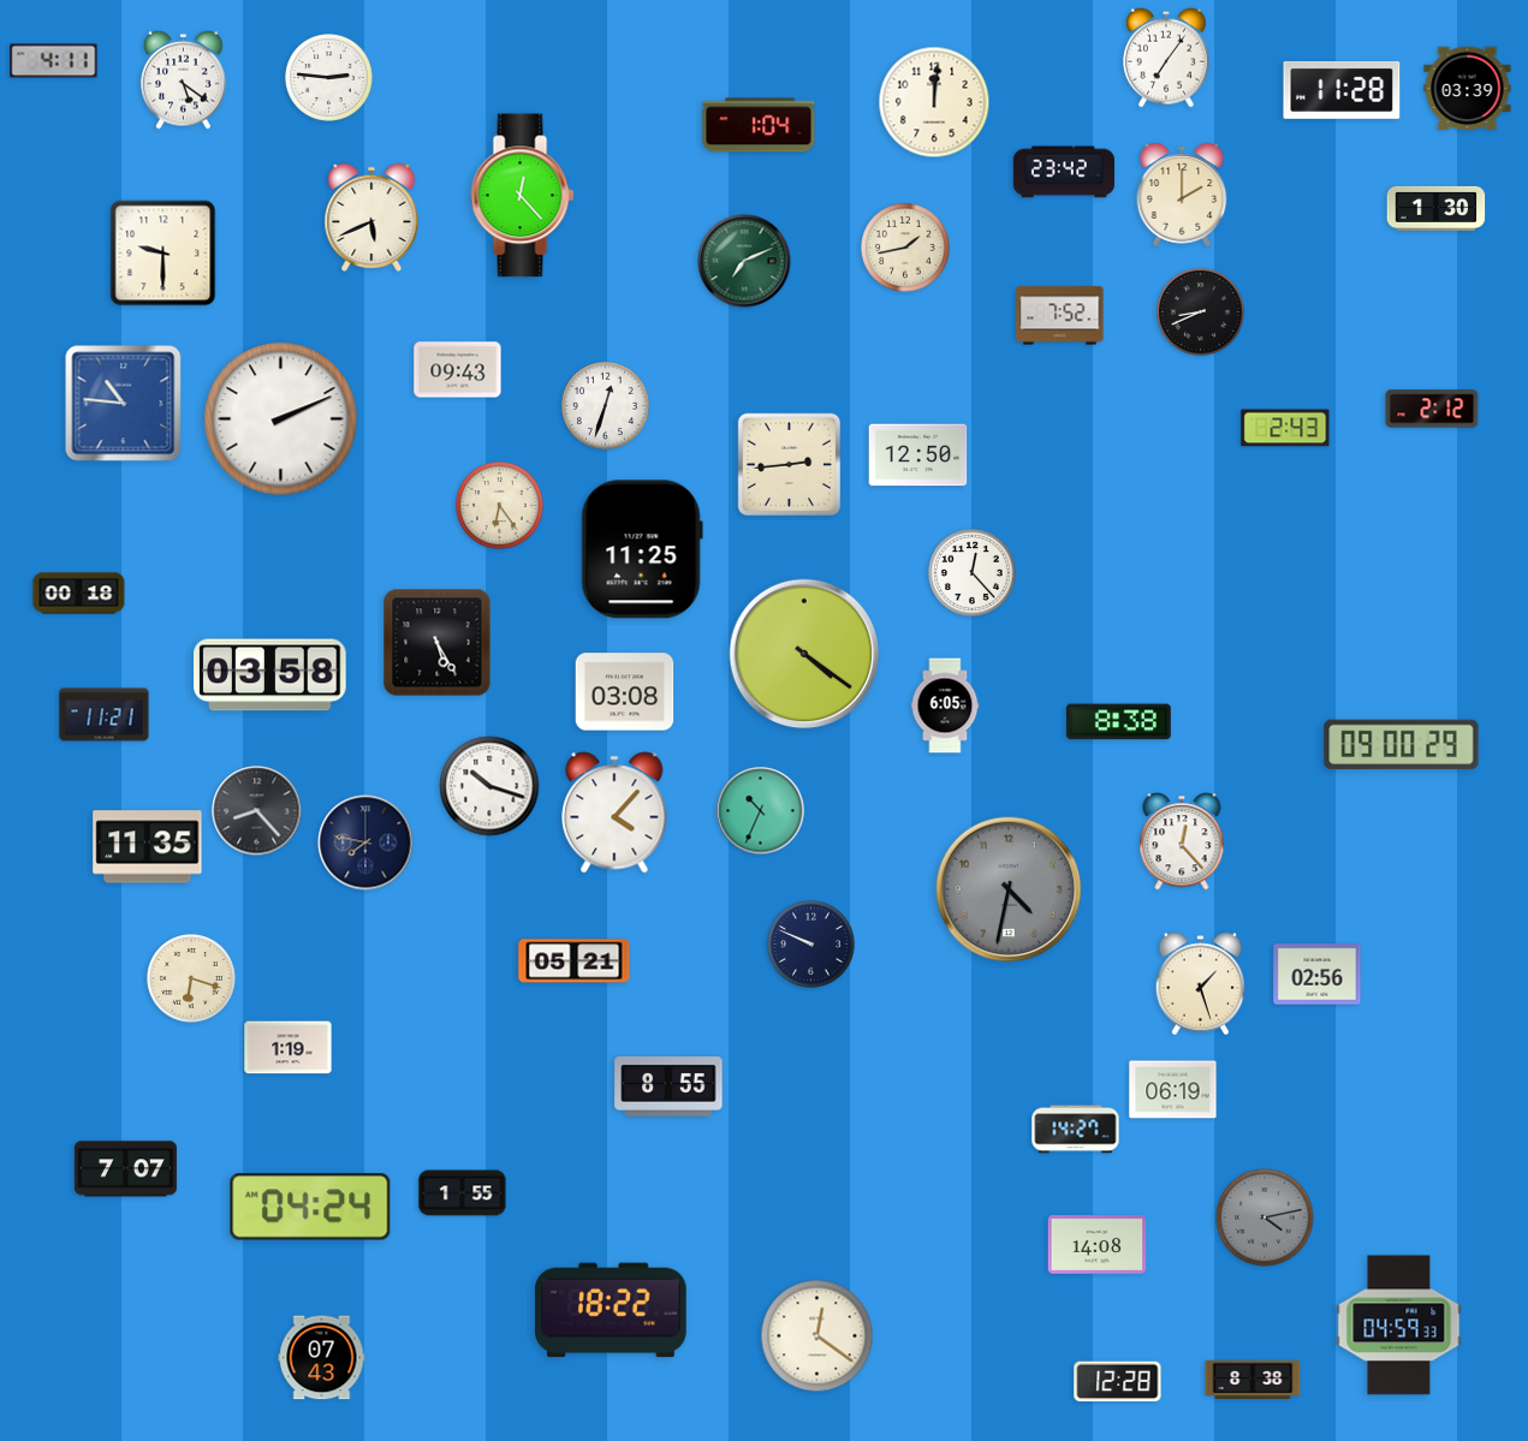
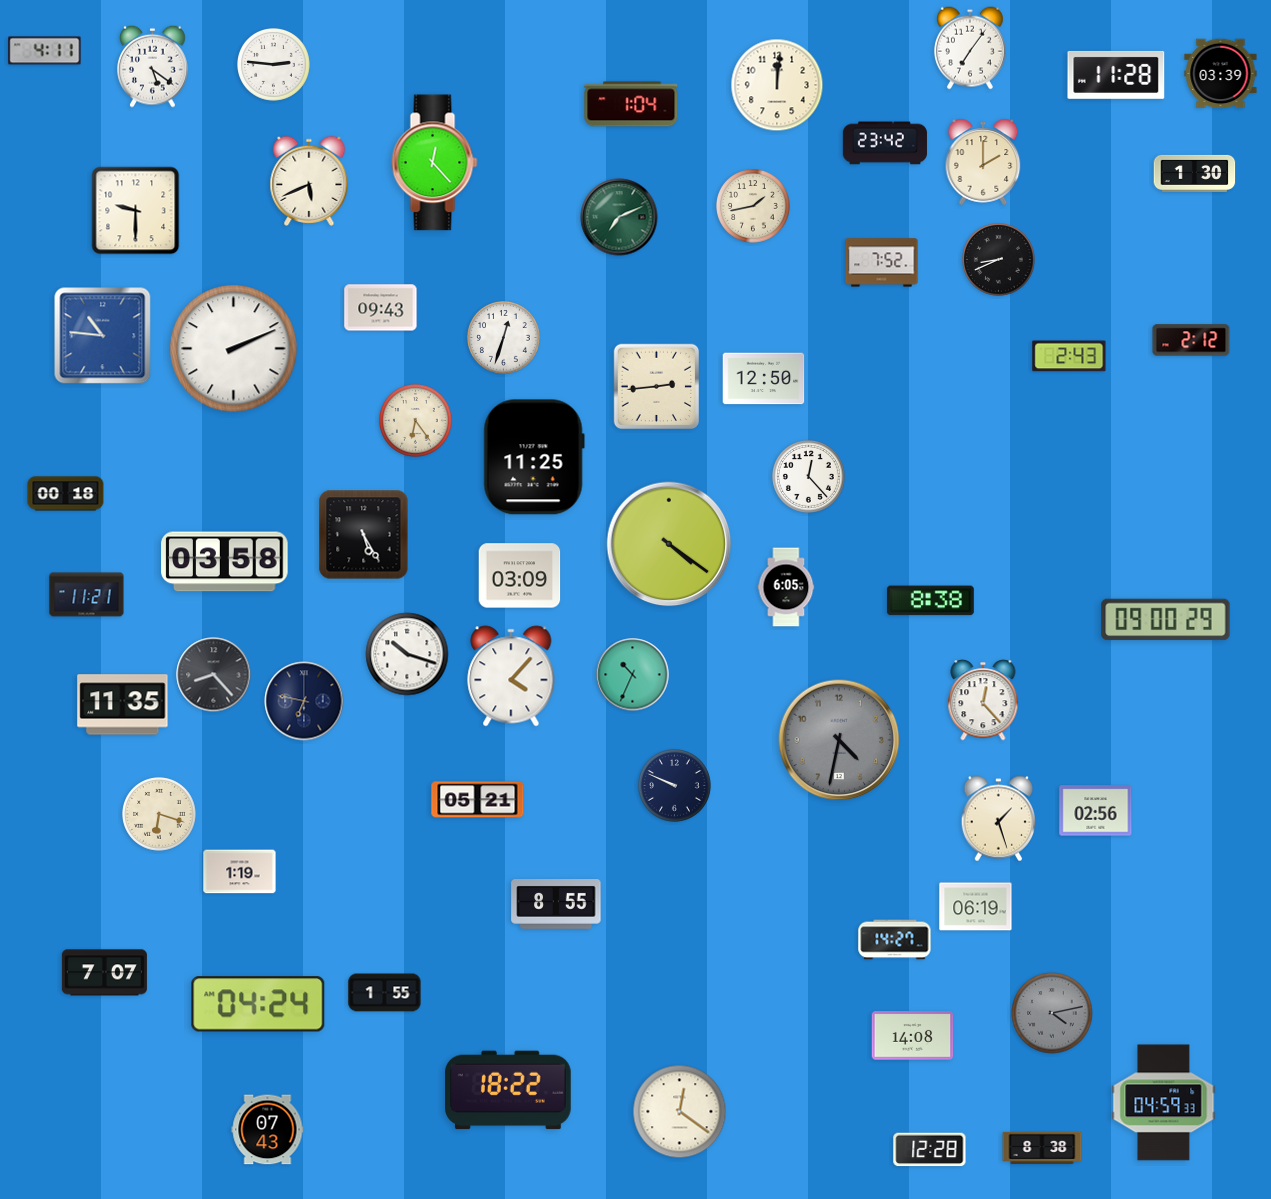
clock at (625, 692): 03:08 -> 03:09
clock at (365, 842): 7:47 -> 6:47
